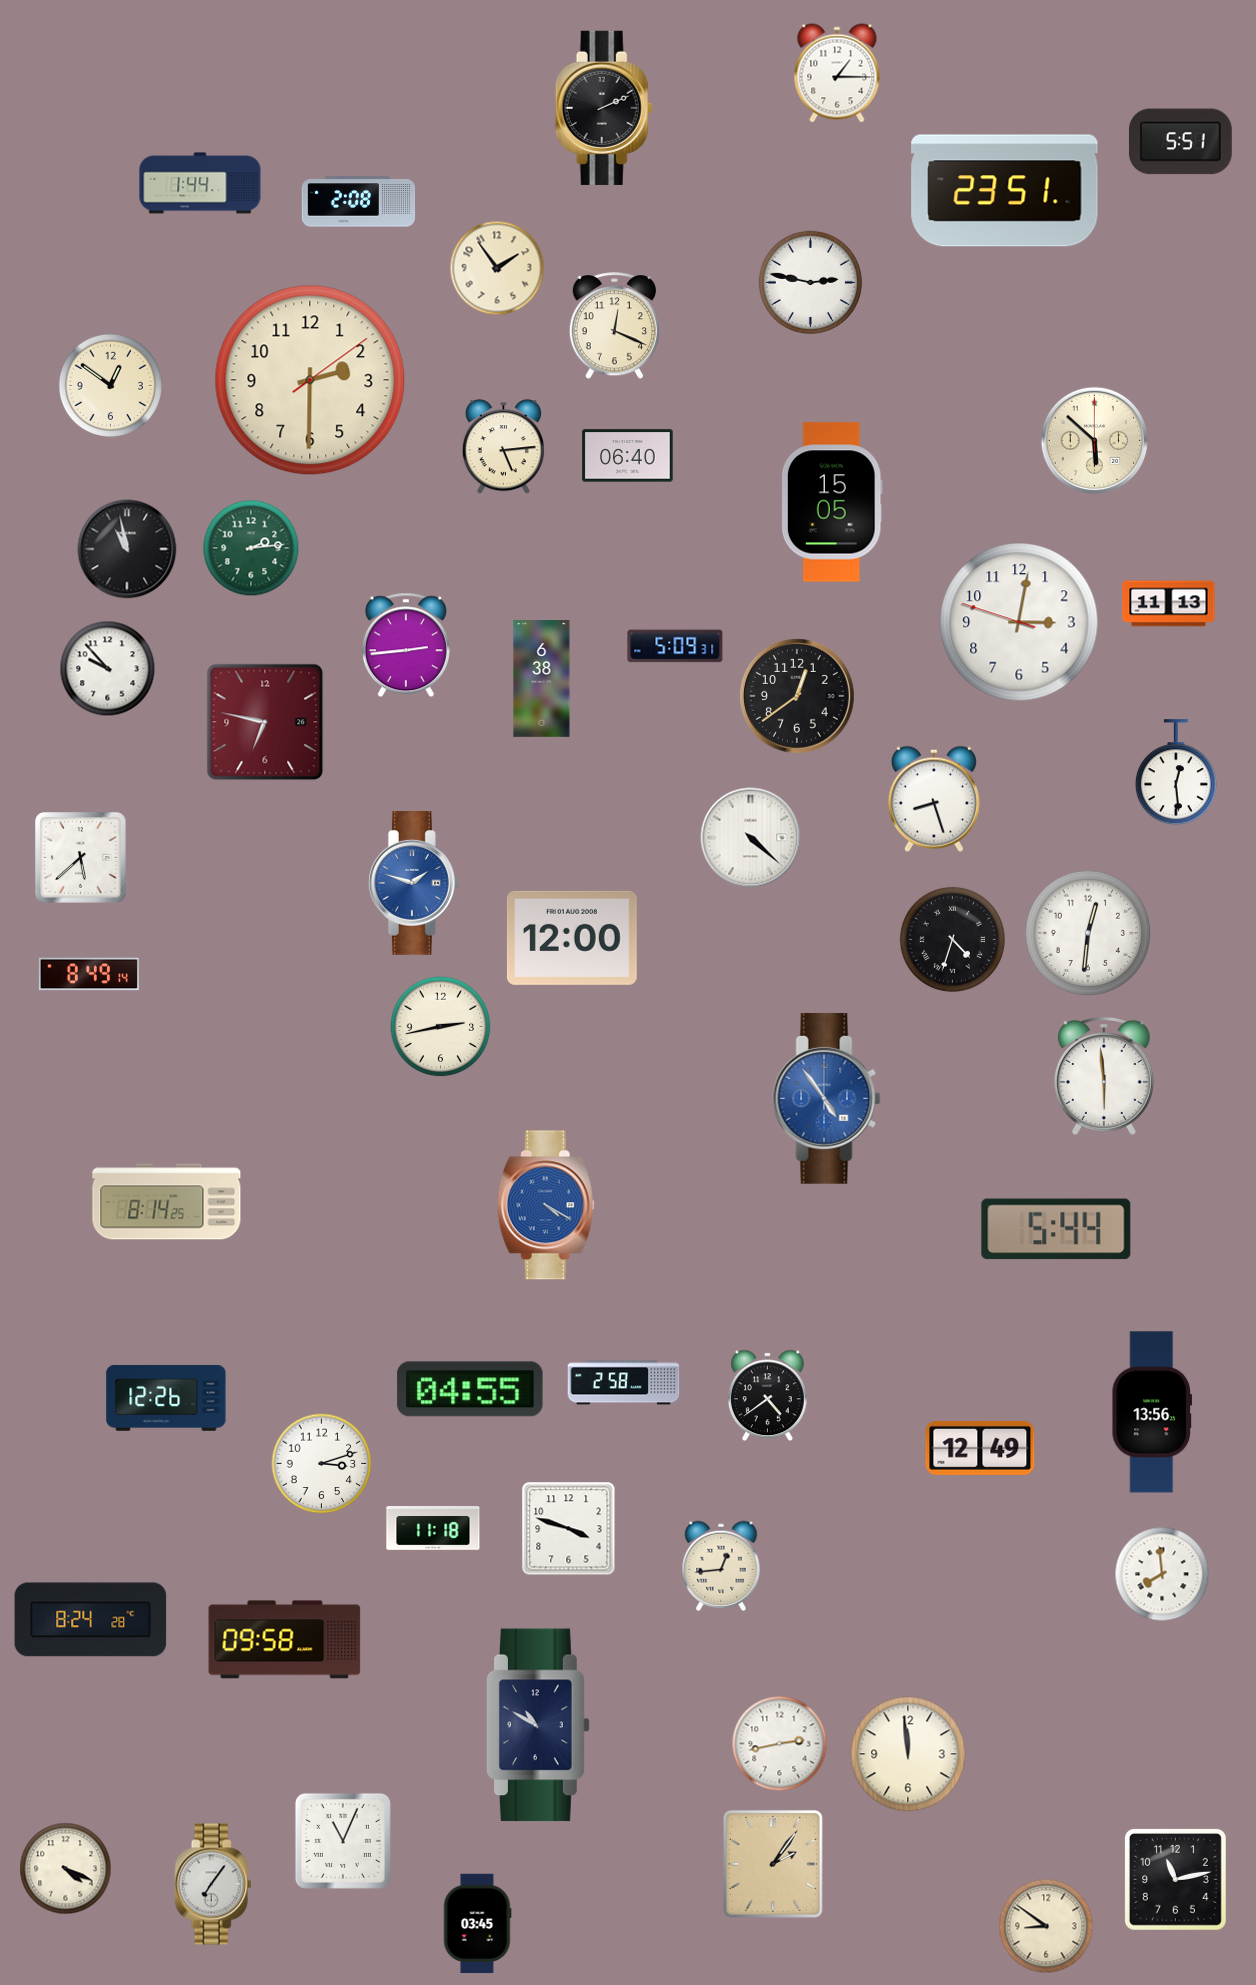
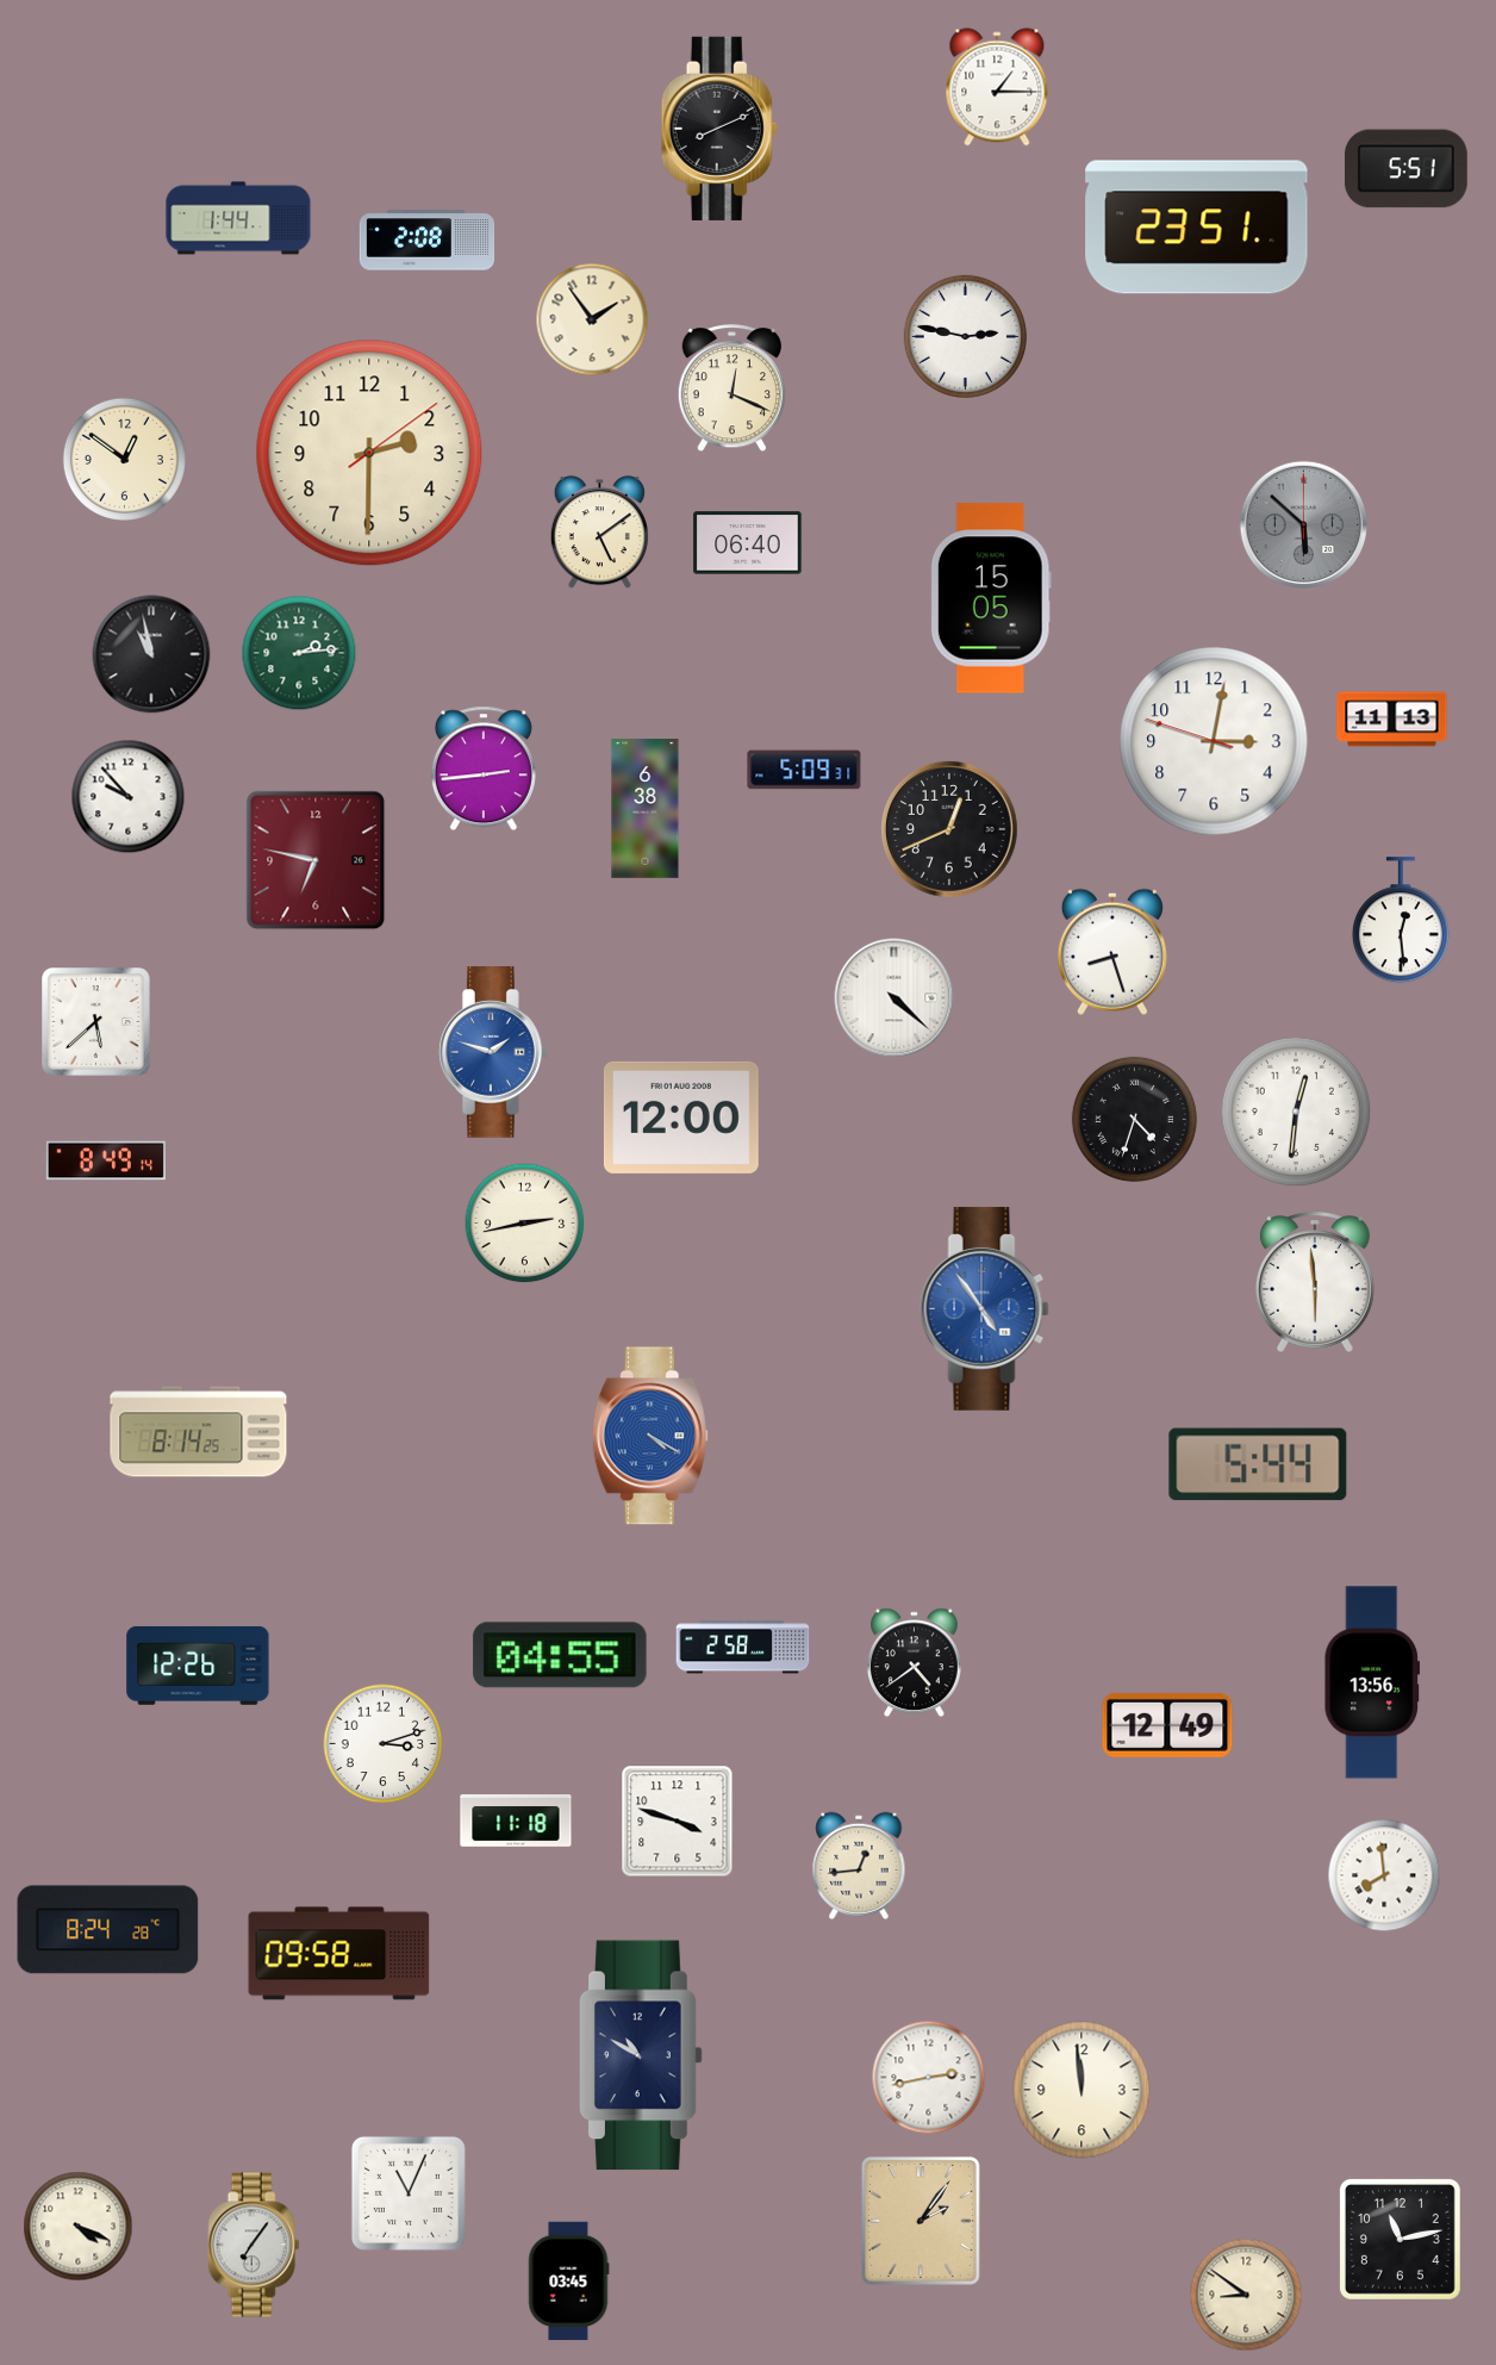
clock at (604, 108): 2:11 -> 8:11
clock at (110, 385) position: (110, 385) -> (124, 459)
clock at (1095, 441) dial: cream -> grey
clock at (503, 447): 5:14 -> 5:09
clock at (797, 696): 12:39 -> 12:41
clock at (477, 1924) position: (477, 1924) -> (568, 2282)
